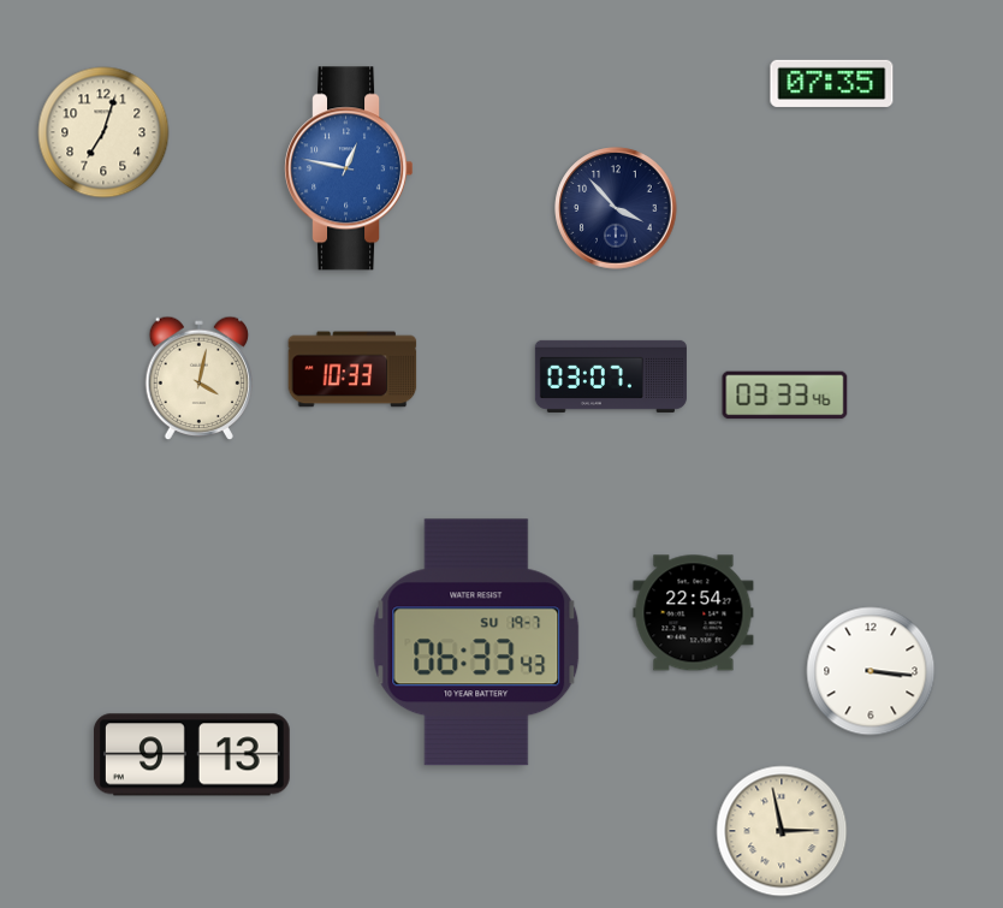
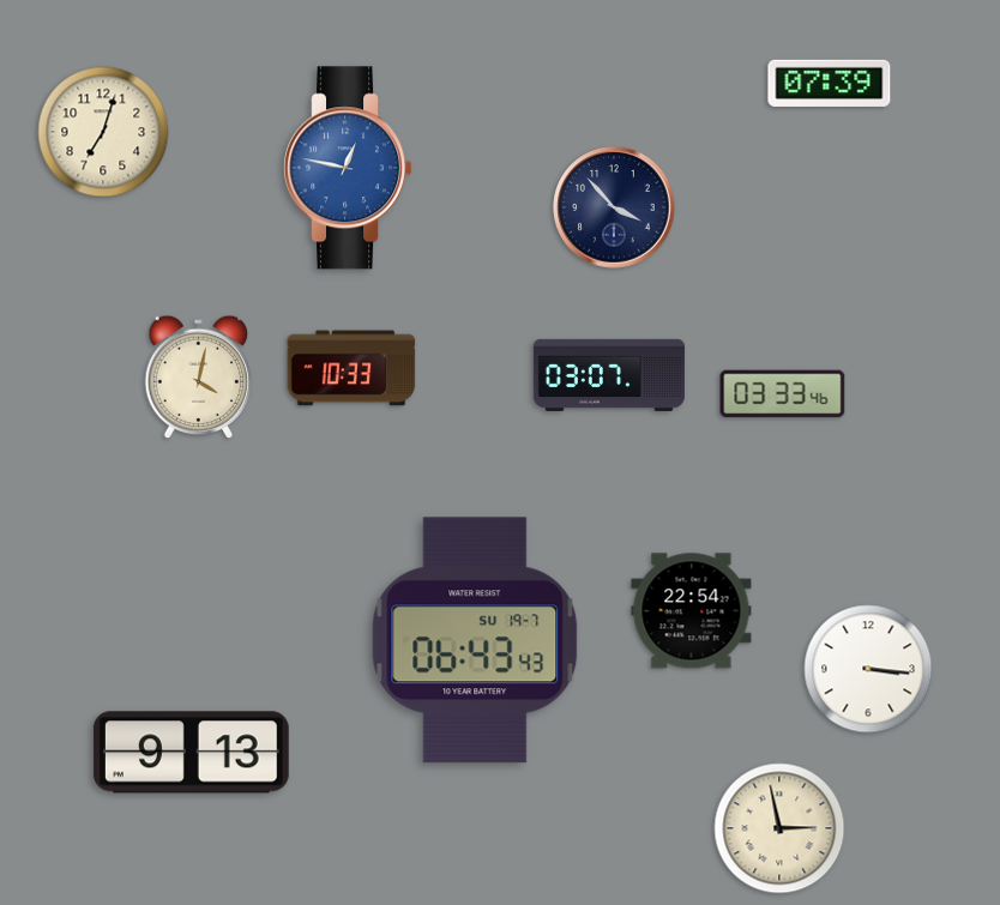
clock at (832, 83): 07:35 -> 07:39
clock at (476, 642): 06:33 -> 06:43
